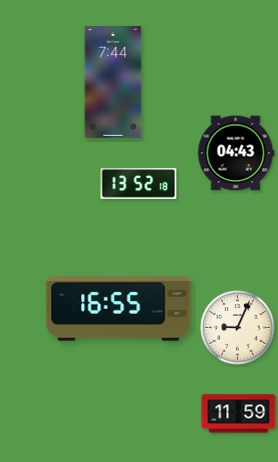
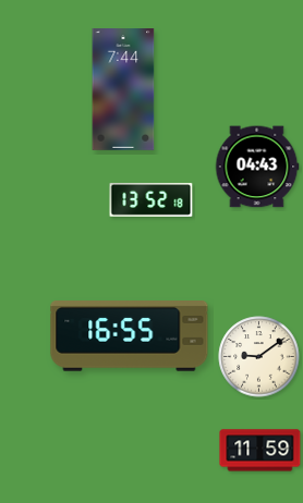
clock at (238, 328): 9:04 -> 9:09
